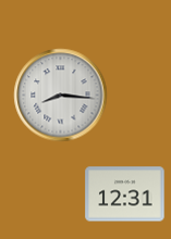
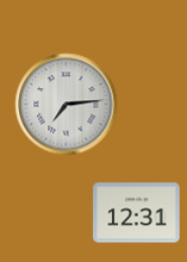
clock at (61, 96): 8:16 -> 7:14
